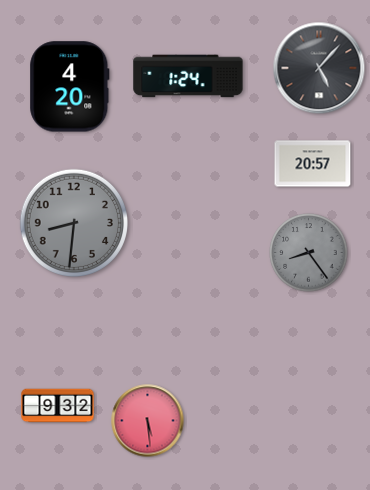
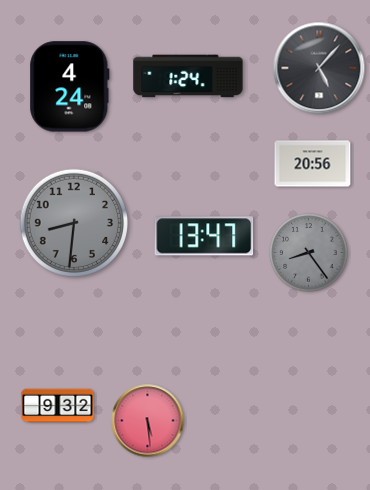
clock at (70, 87): 4:20 -> 4:24
clock at (313, 164): 20:57 -> 20:56
clock at (204, 236): none -> 13:47
